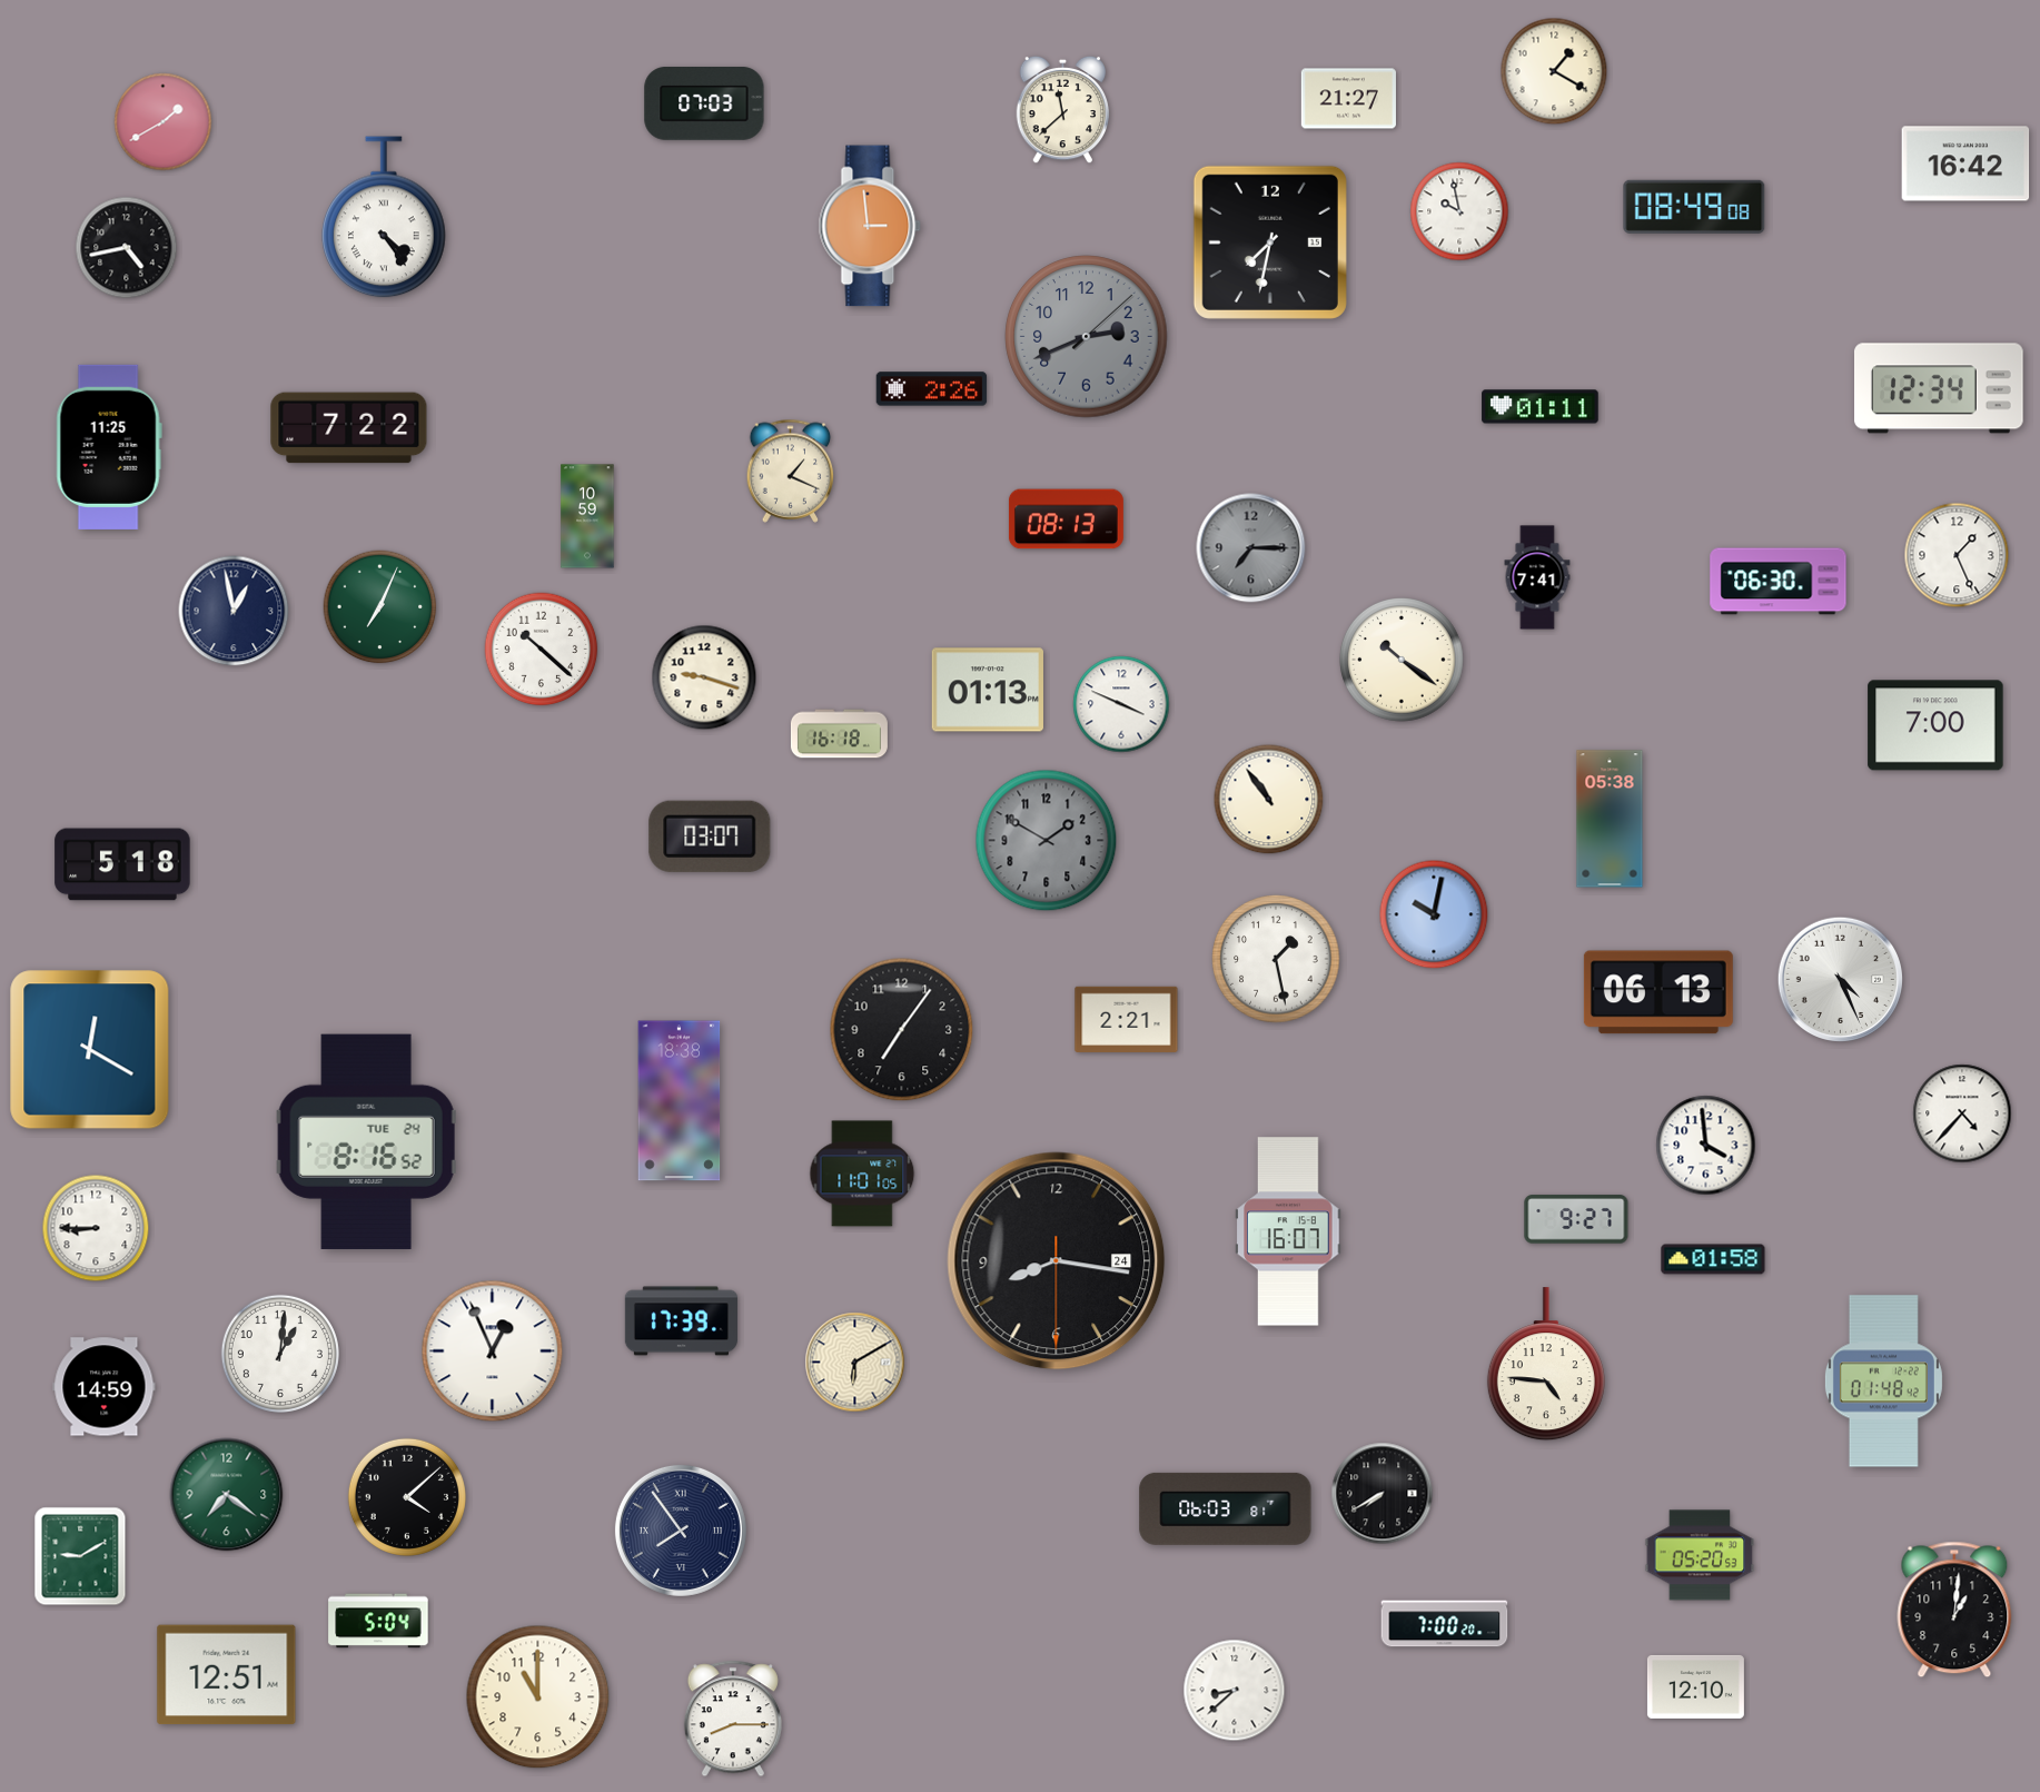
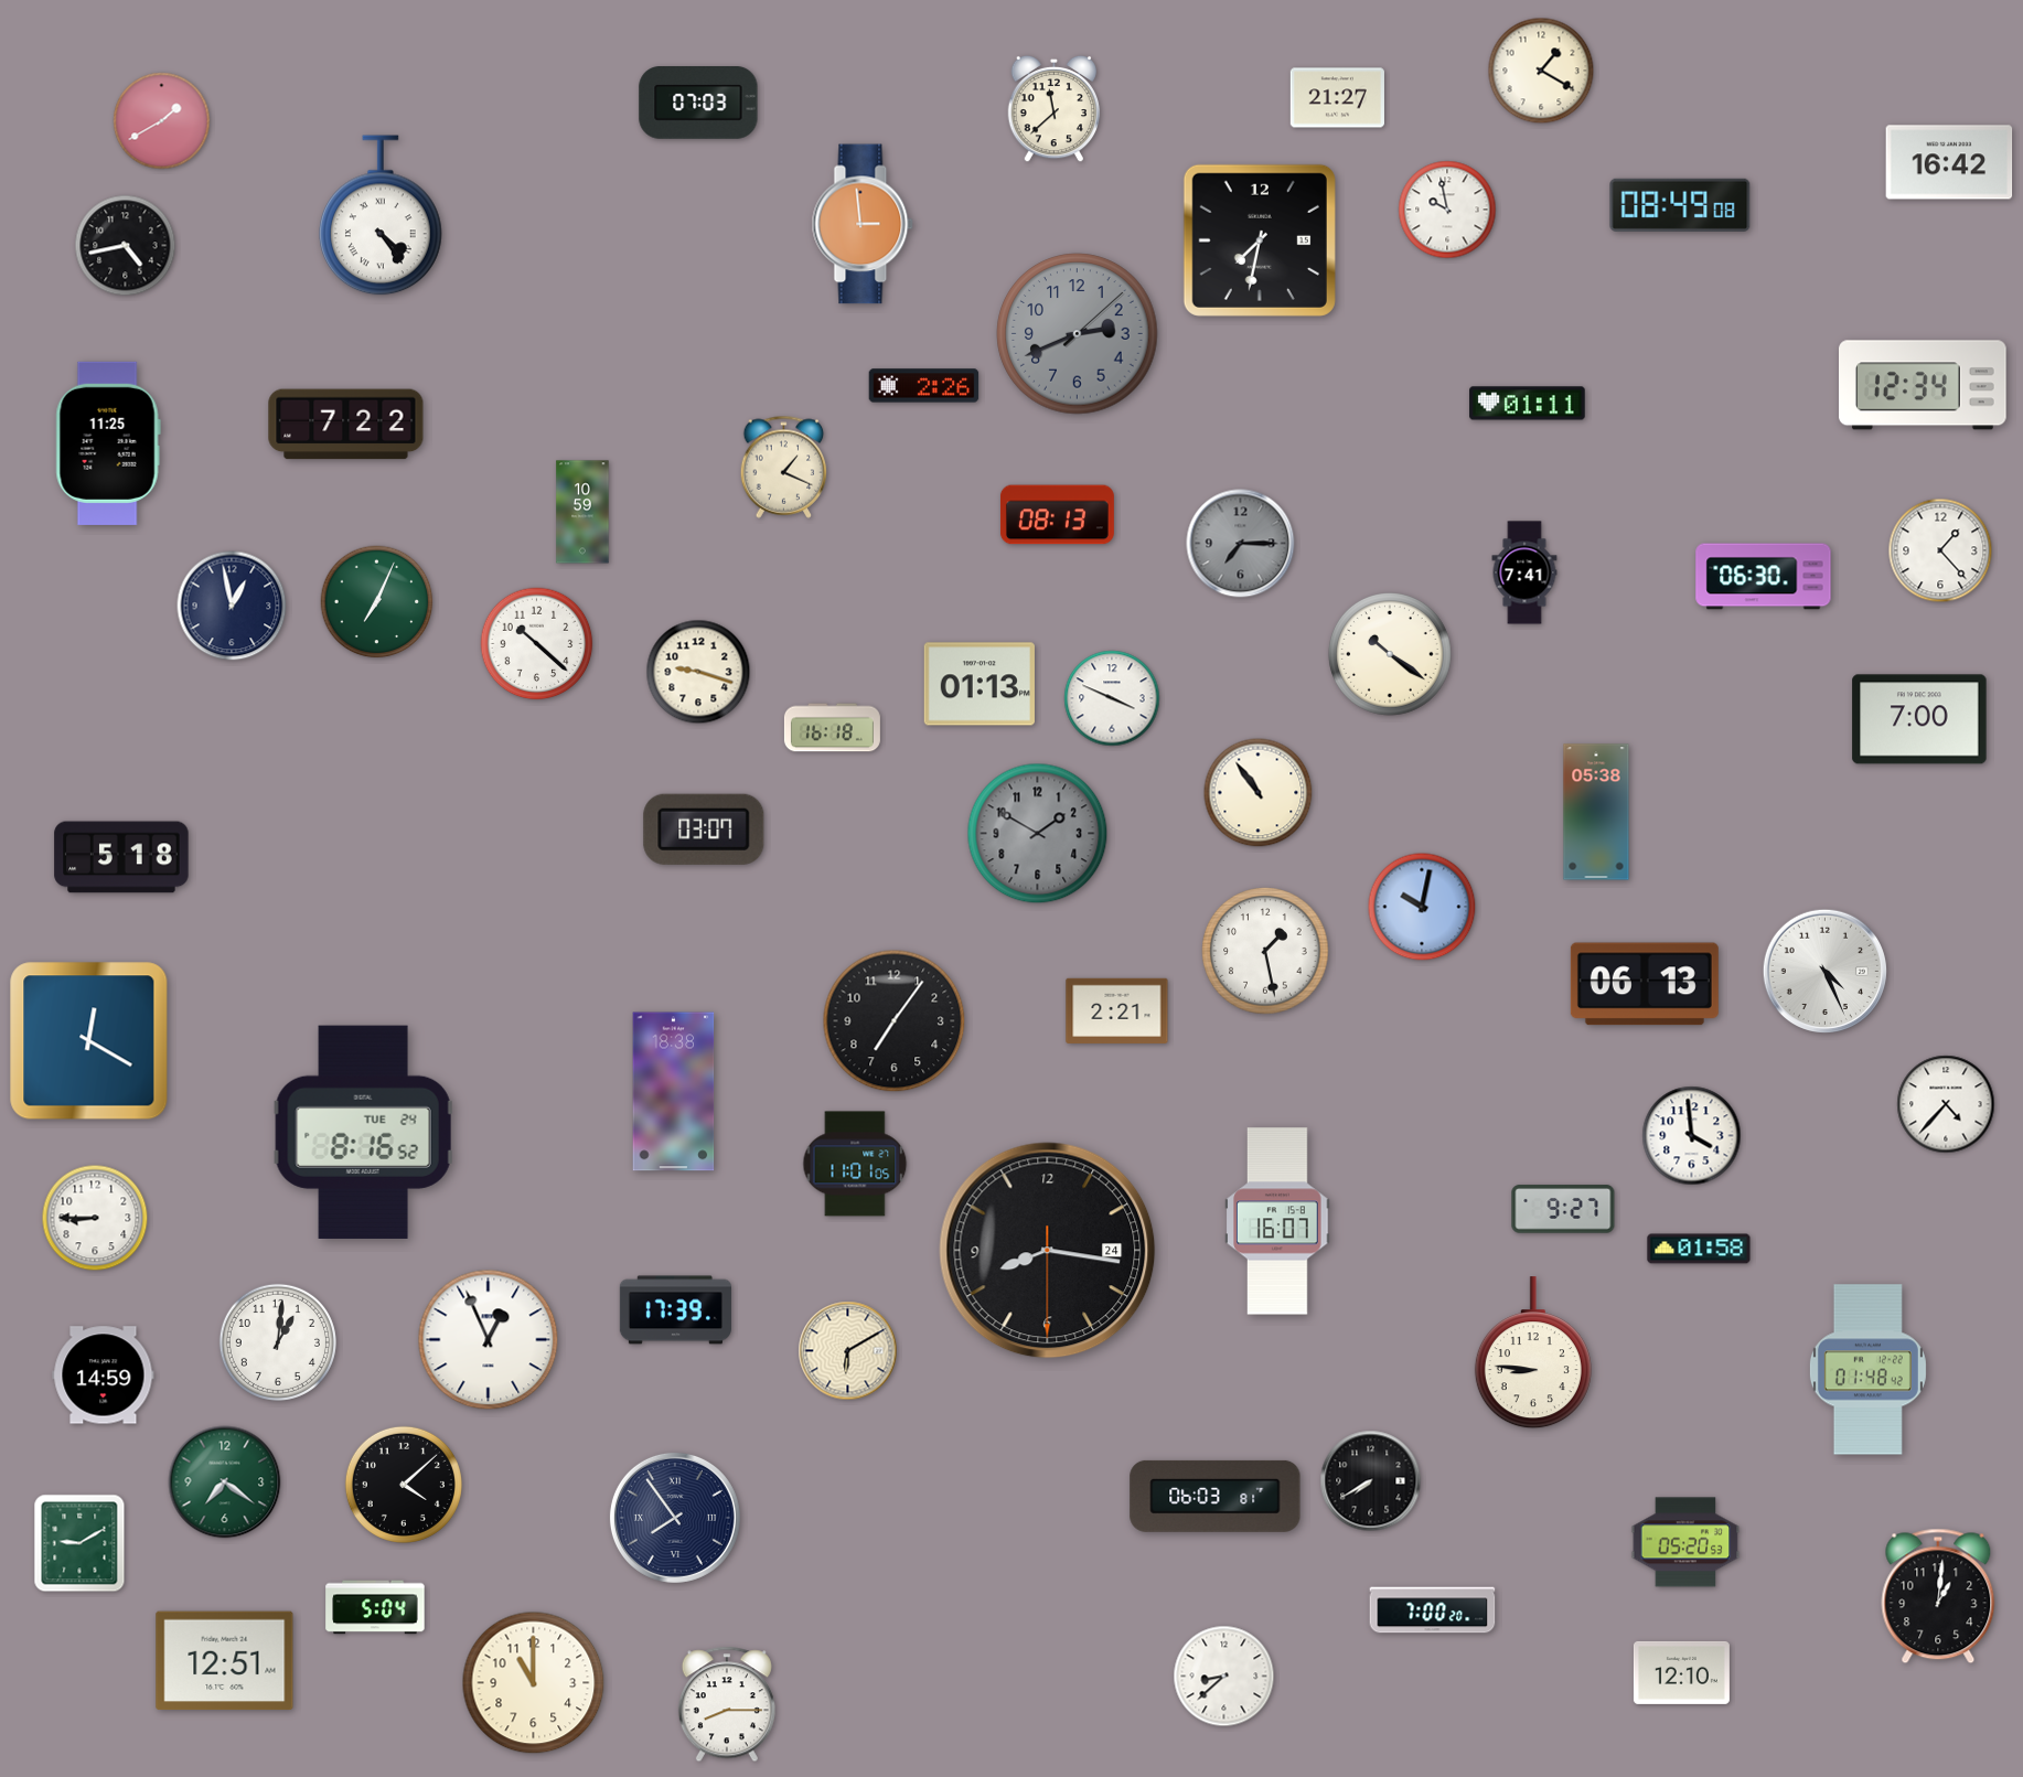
clock at (1957, 555): 1:26 -> 1:23
clock at (1546, 1365): 4:46 -> 8:46
